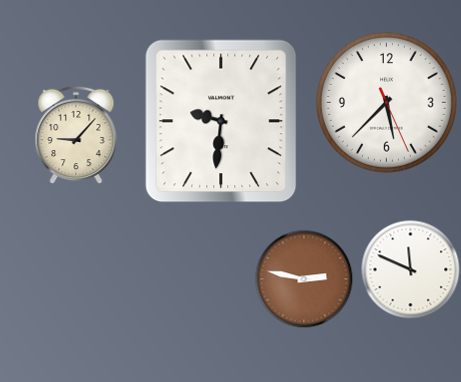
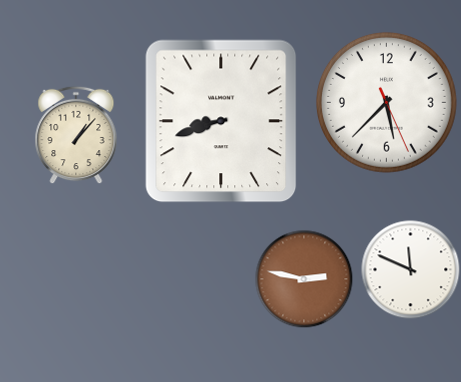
clock at (221, 121): 9:31 -> 8:42
clock at (76, 135): 9:07 -> 1:07
